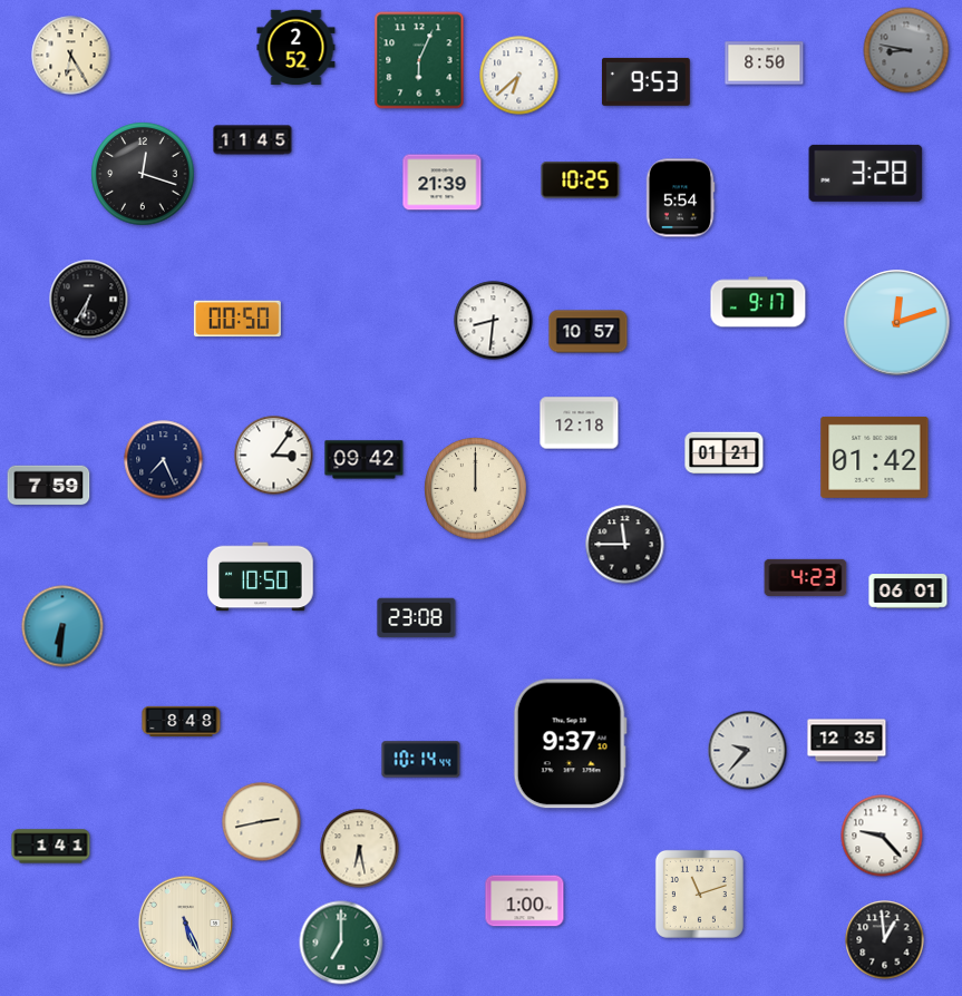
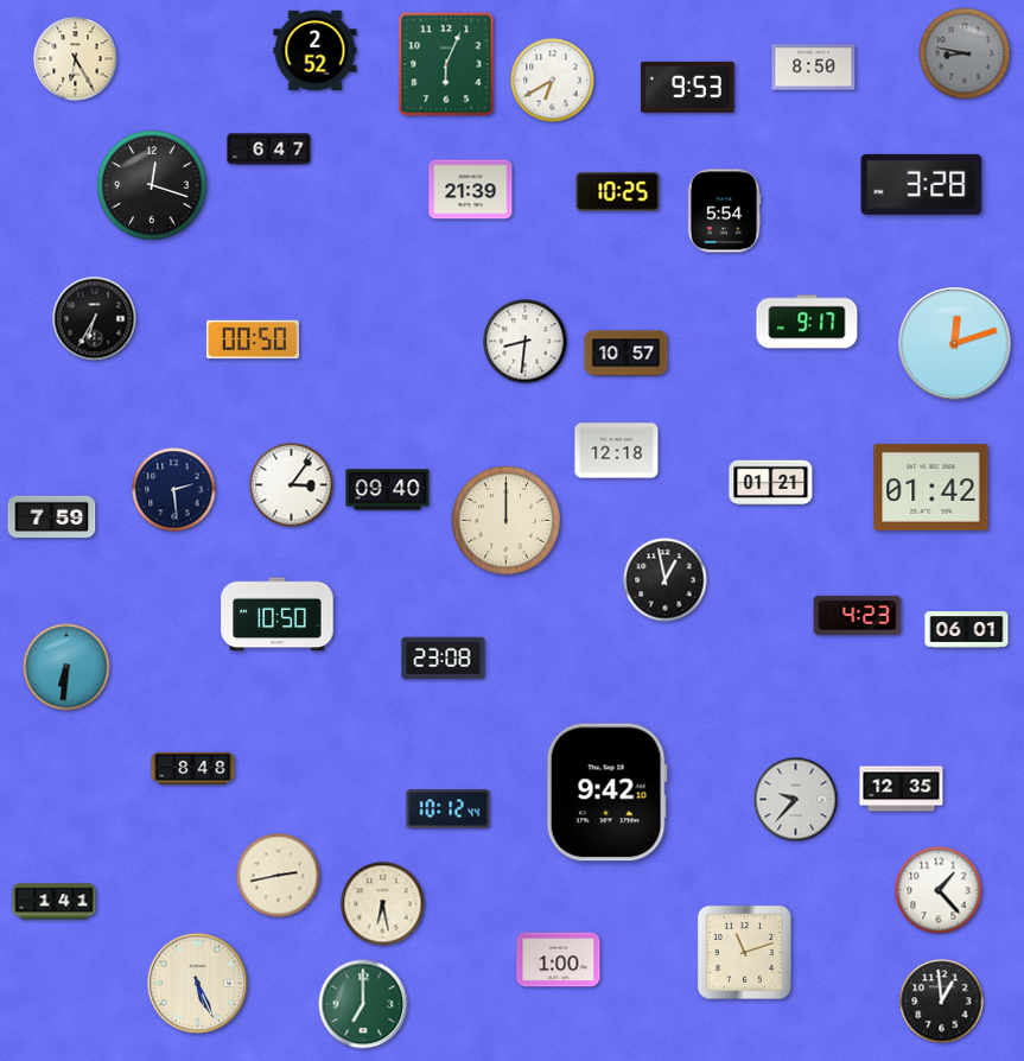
clock at (519, 76): 6:38 -> 6:40
clock at (253, 140): 11:45 -> 6:47
clock at (443, 183) position: (443, 183) -> (471, 190)
clock at (164, 460): 7:26 -> 2:29
clock at (365, 460): 09:42 -> 09:40
clock at (625, 545): 11:45 -> 12:58
clock at (570, 744): 9:37 -> 9:42
clock at (421, 760): 10:14 -> 10:12
clock at (882, 836): 9:23 -> 1:23
